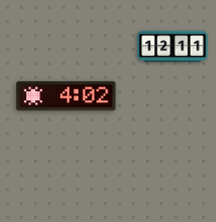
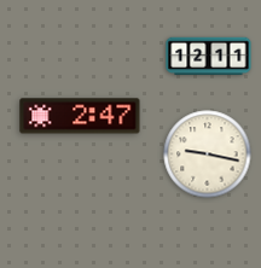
clock at (66, 96): 4:02 -> 2:47
clock at (208, 155): none -> 9:17
